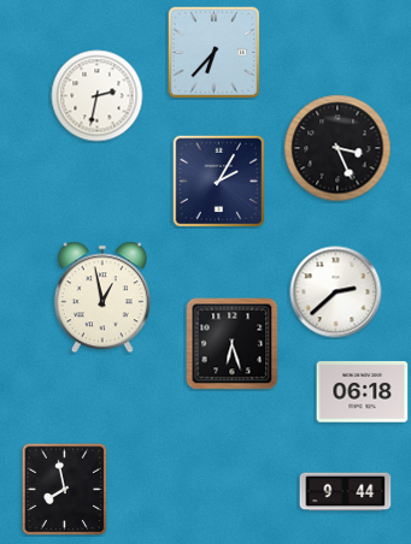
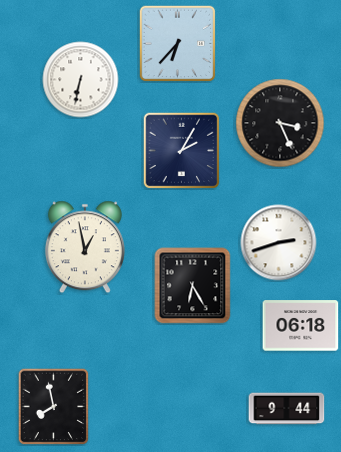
clock at (98, 96): 2:32 -> 6:32
clock at (336, 292): 2:38 -> 2:42
clock at (233, 344): 6:27 -> 6:25
